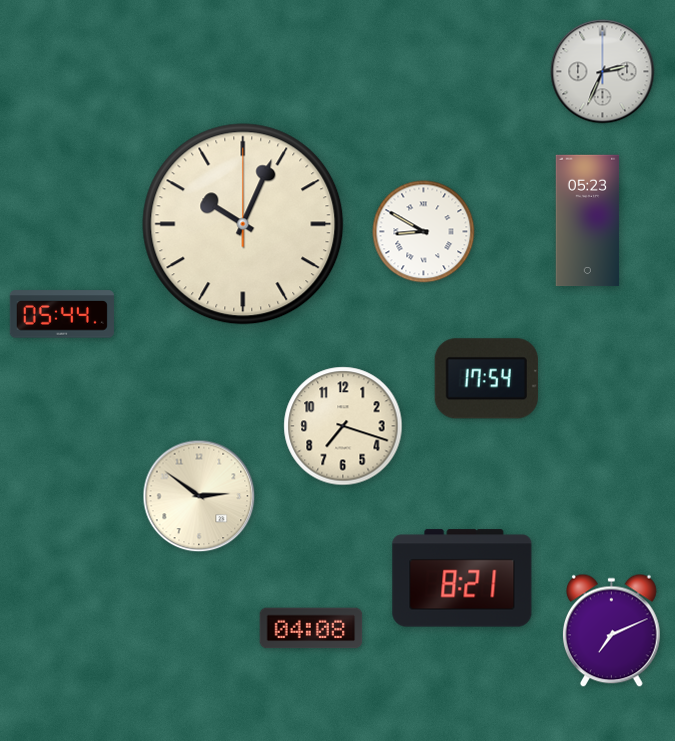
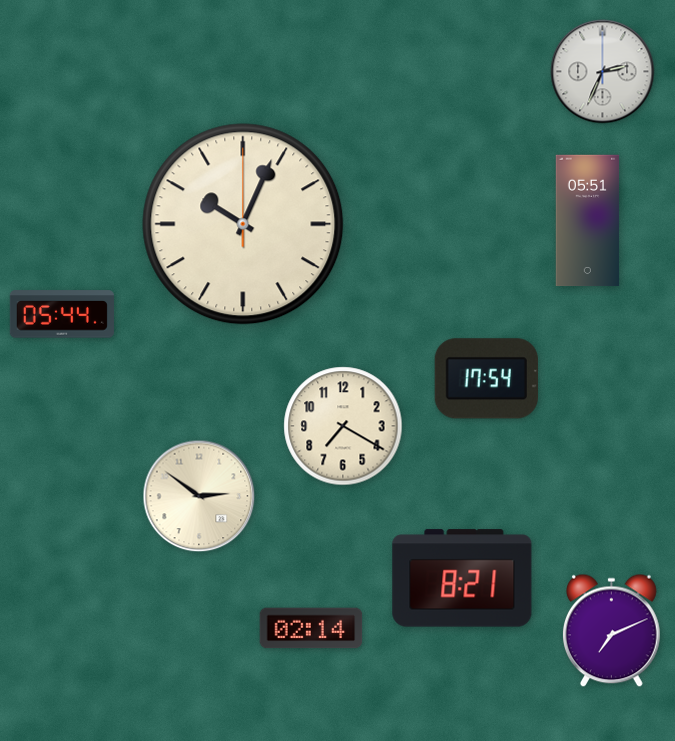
clock at (588, 221): 05:23 -> 05:51
clock at (424, 232): 8:50 -> none
clock at (343, 426): 7:18 -> 7:20
clock at (311, 628): 04:08 -> 02:14
